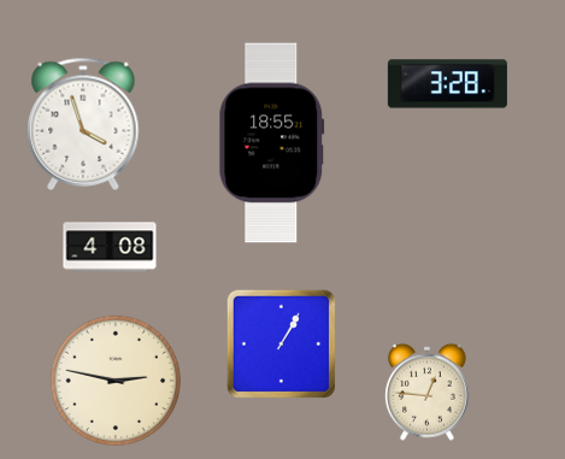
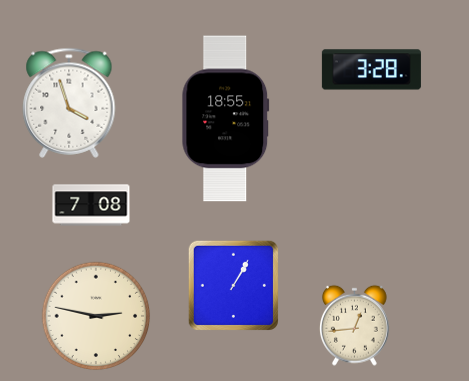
clock at (110, 247): 4:08 -> 7:08
clock at (426, 392): 12:46 -> 12:44
